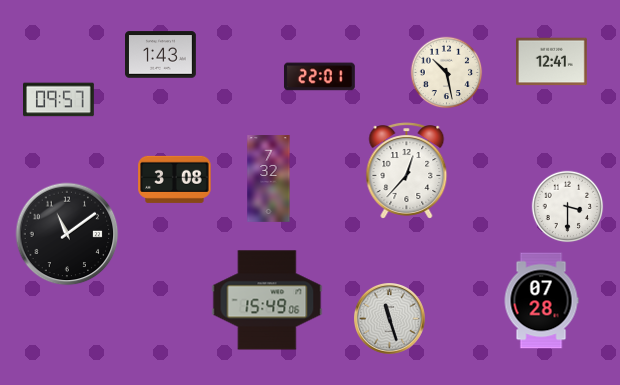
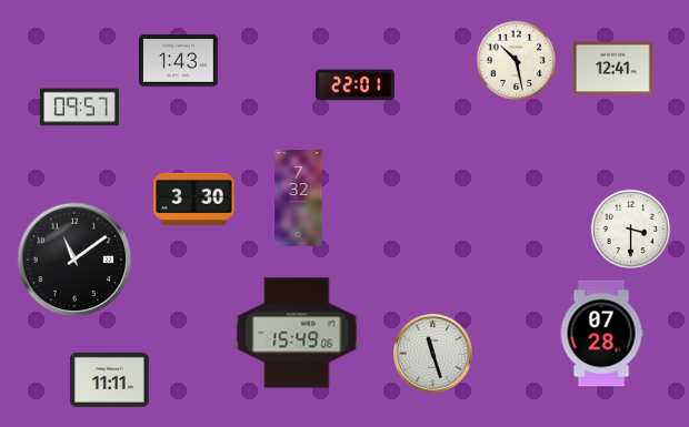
clock at (447, 73) position: (447, 73) -> (517, 61)
clock at (59, 100) position: (59, 100) -> (80, 108)
clock at (407, 171): 12:37 -> none
clock at (175, 179): 3:08 -> 3:30
clock at (110, 379): none -> 11:11
